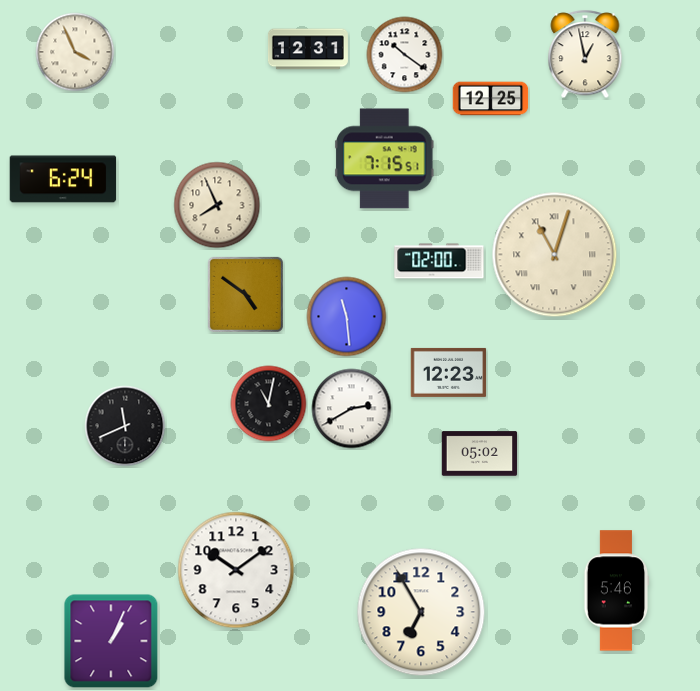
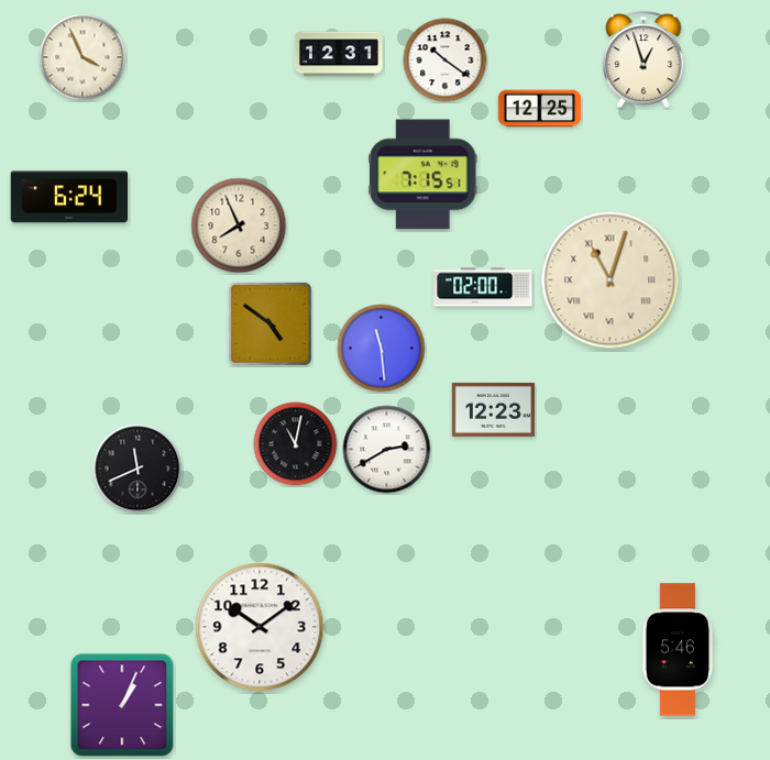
clock at (585, 55): 12:58 -> 12:57
clock at (480, 454): 05:02 -> none
clock at (421, 612): 6:55 -> none
